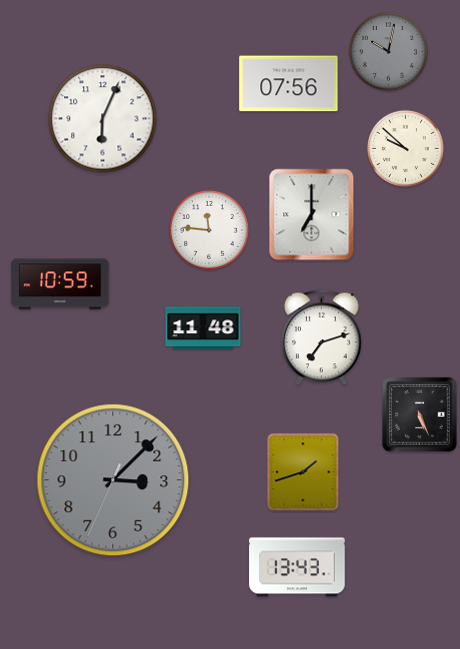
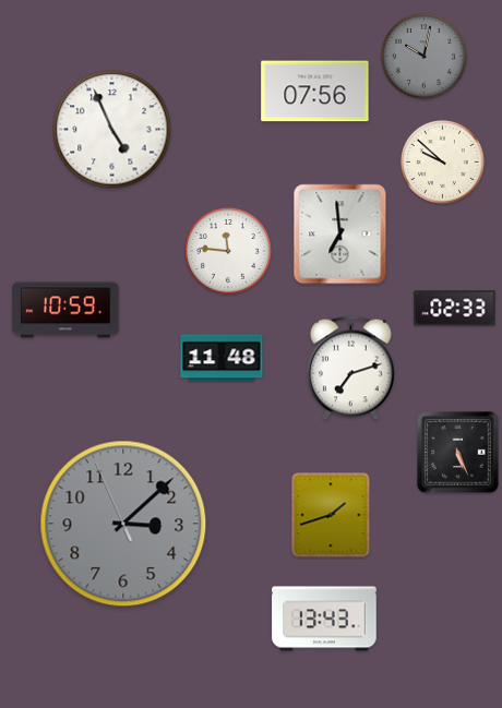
clock at (103, 119): 6:04 -> 4:56
clock at (312, 215): 7:00 -> 6:59
clock at (455, 309): none -> 02:33
clock at (113, 480): 3:07:34 -> 3:07:56
